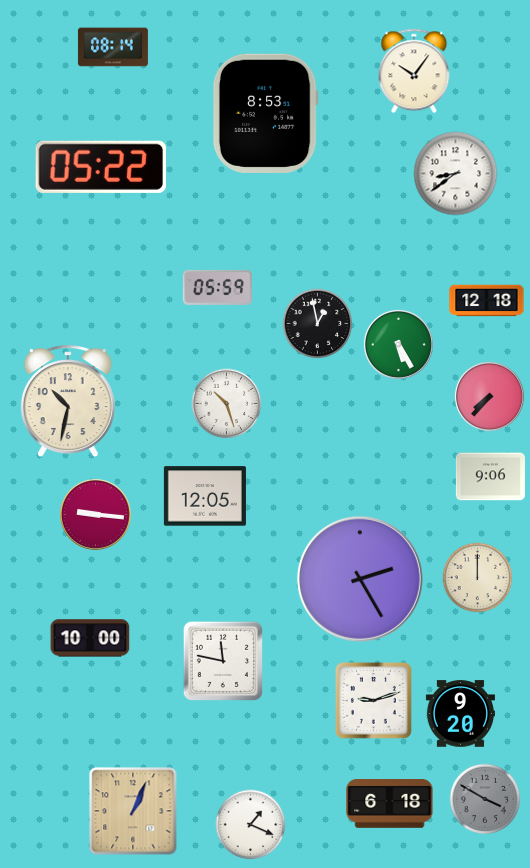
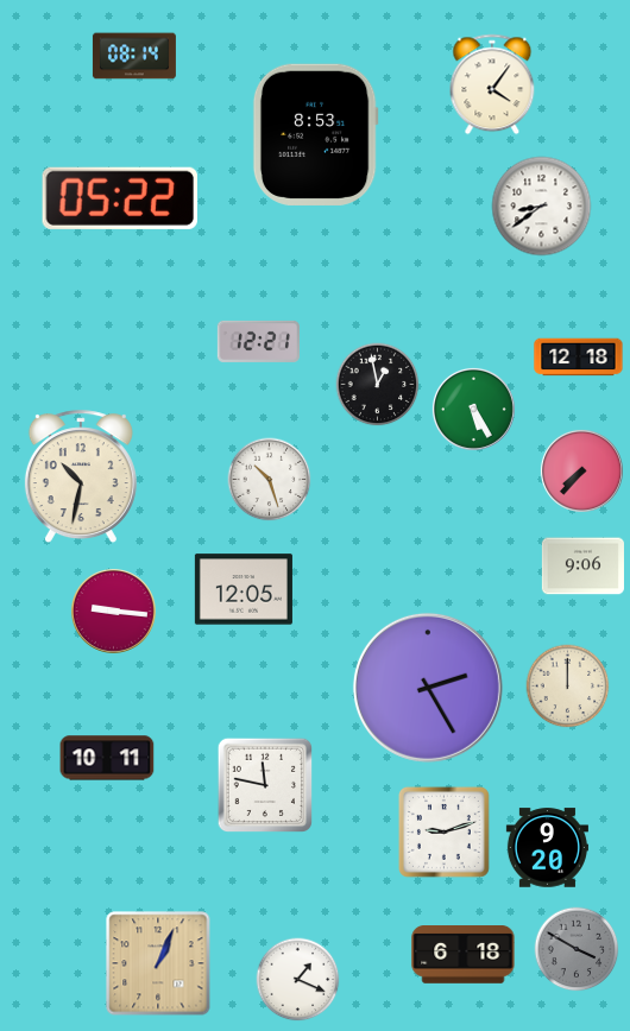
clock at (414, 71): 10:06 -> 4:06
clock at (217, 287): 05:59 -> 12:21
clock at (90, 638): 10:00 -> 10:11
